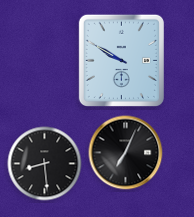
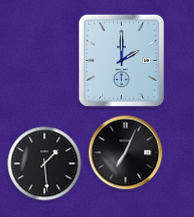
clock at (121, 60): 9:50 -> 2:00
clock at (45, 164): 8:29 -> 1:29
